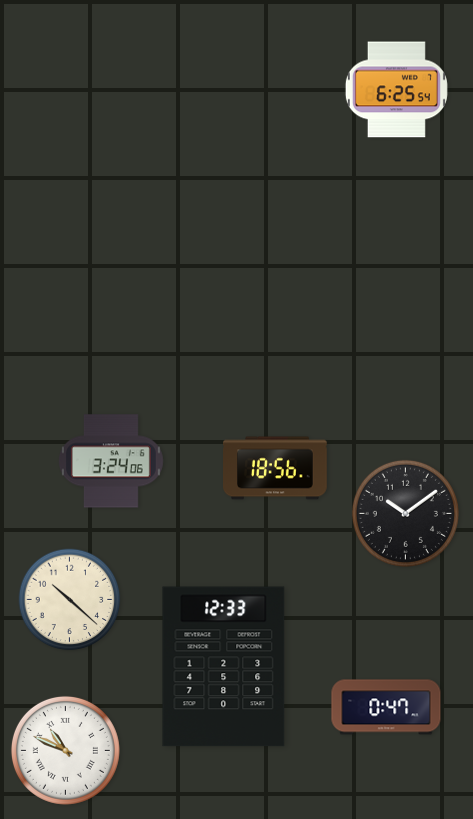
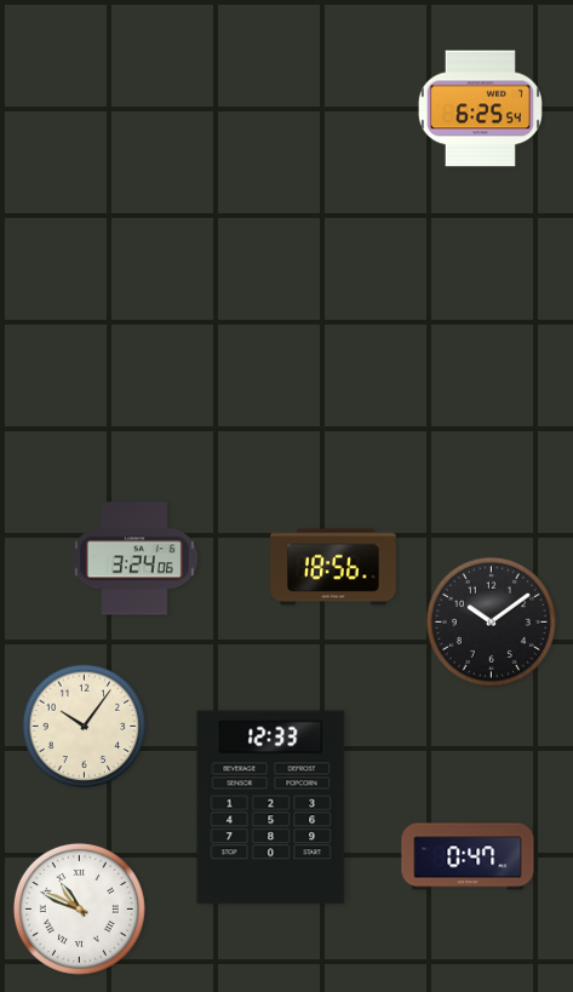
clock at (70, 600): 10:22 -> 10:06
